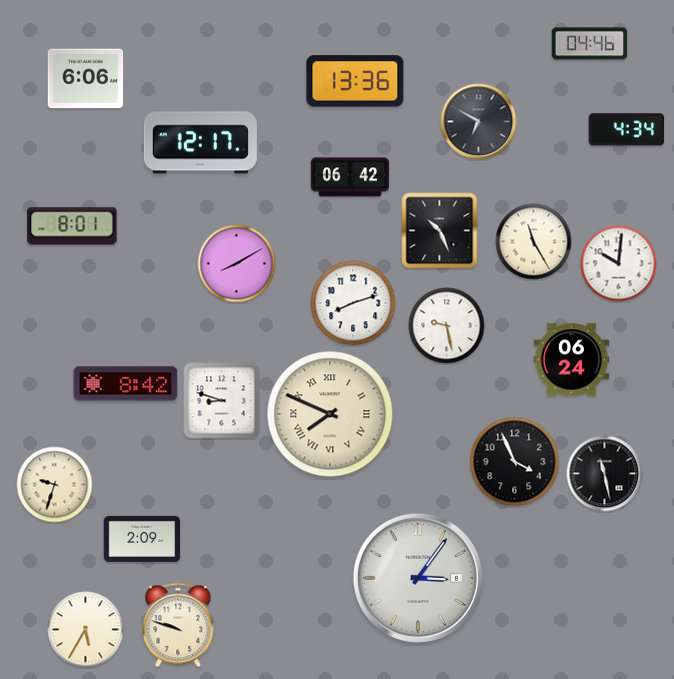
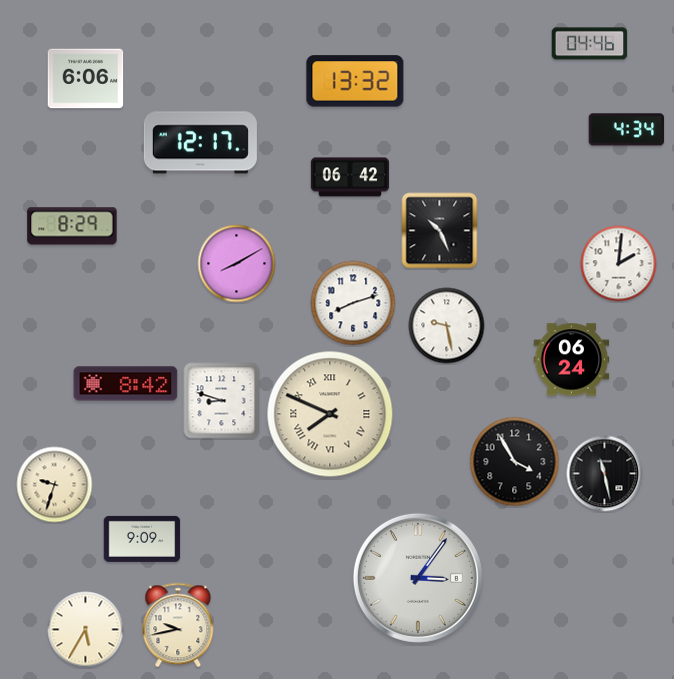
clock at (355, 81): 13:36 -> 13:32
clock at (479, 122): 6:50 -> none
clock at (72, 226): 8:01 -> 8:29
clock at (534, 242): 11:25 -> none
clock at (619, 264): 10:01 -> 2:01
clock at (515, 462): 3:56 -> 3:55
clock at (142, 539): 2:09 -> 9:09
clock at (178, 625): 9:48 -> 9:43
